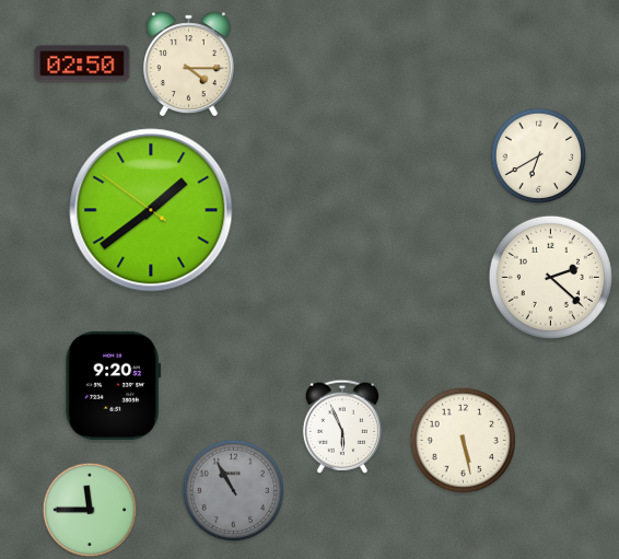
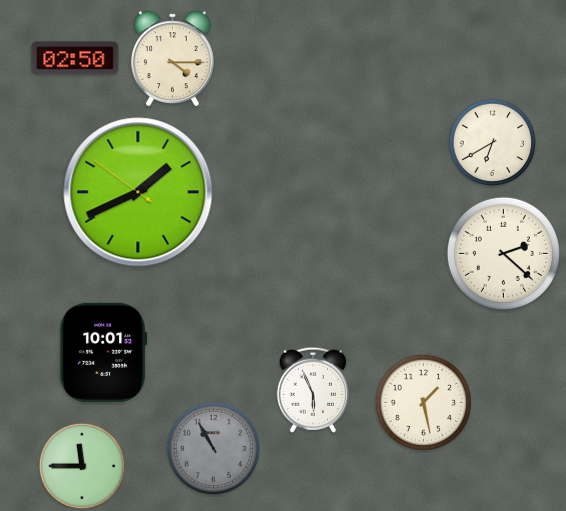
clock at (151, 210): 1:38 -> 1:40
clock at (114, 385): 9:20 -> 10:01
clock at (463, 440): 5:28 -> 1:28
